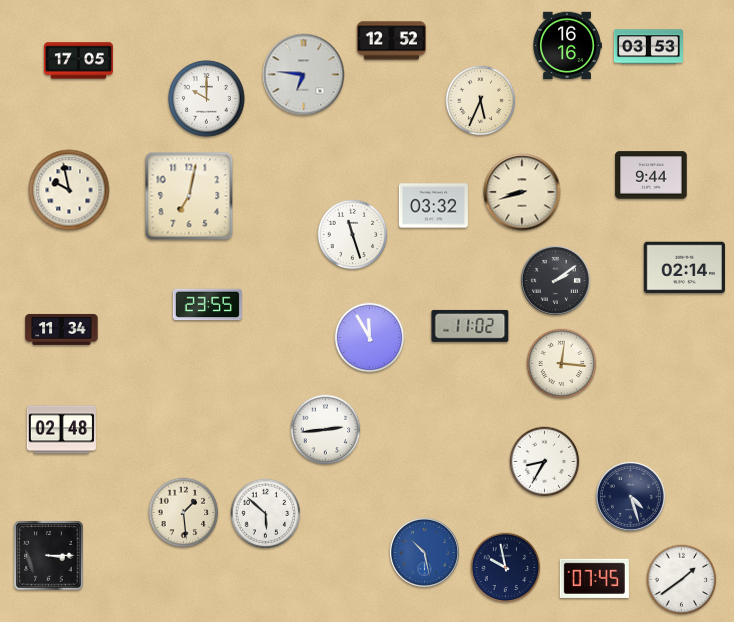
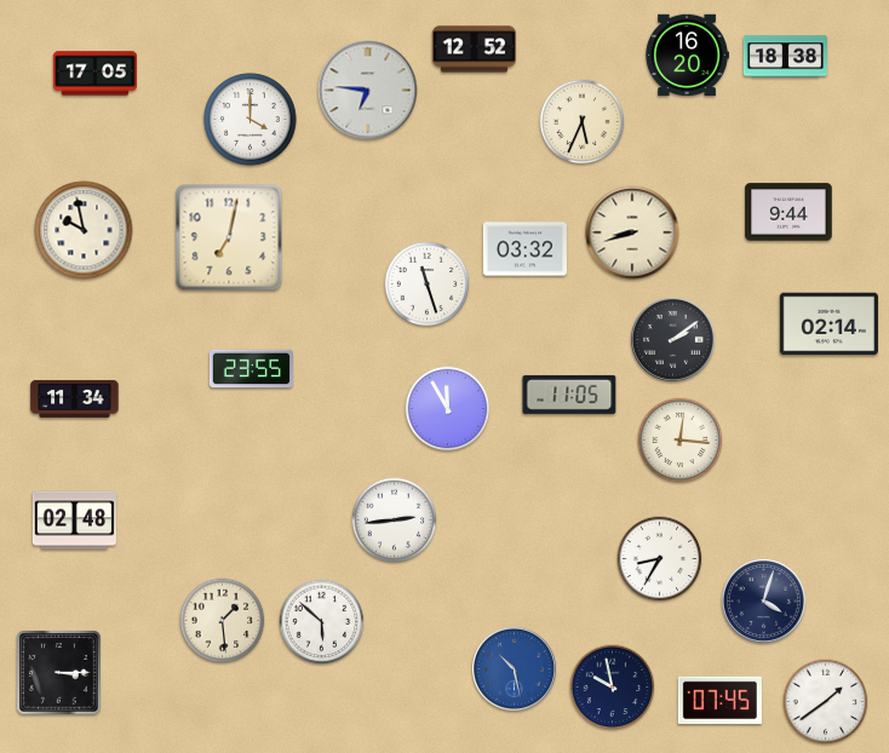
clock at (567, 46): 16:16 -> 16:20
clock at (648, 47): 03:53 -> 18:38
clock at (207, 99): 10:00 -> 4:00
clock at (470, 326): 11:02 -> 11:05
clock at (630, 496): 4:27 -> 4:03
